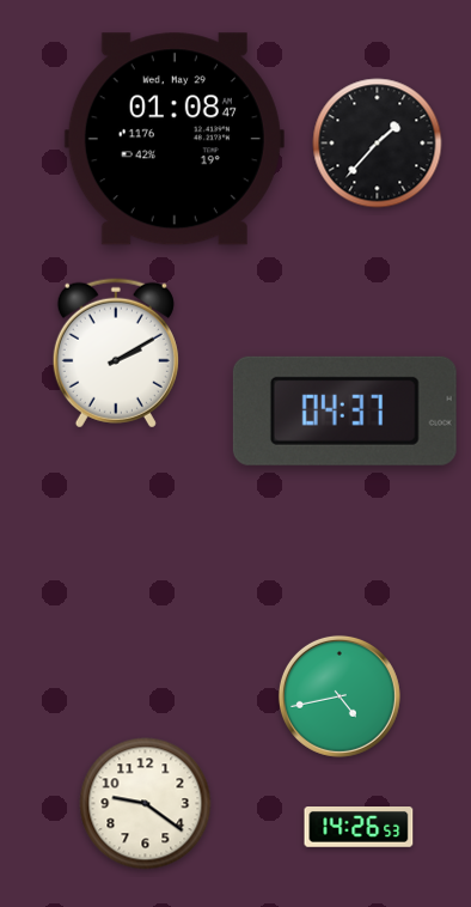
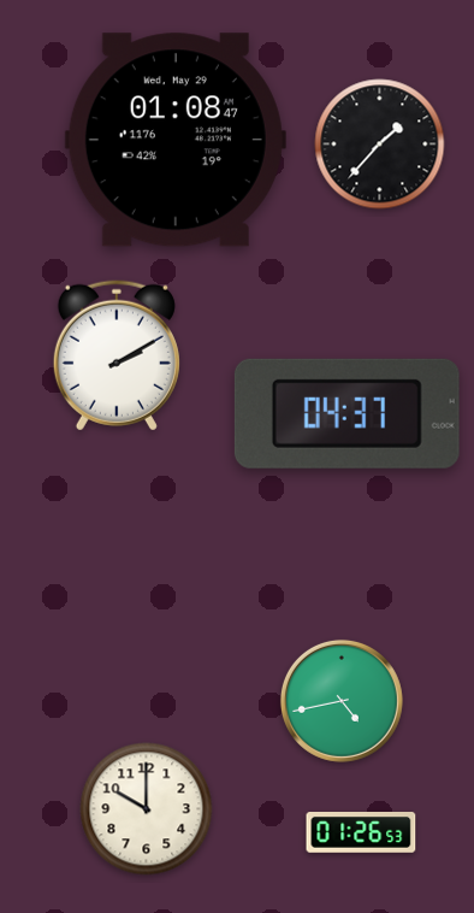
clock at (146, 804): 9:21 -> 10:00
clock at (359, 828): 14:26 -> 01:26
